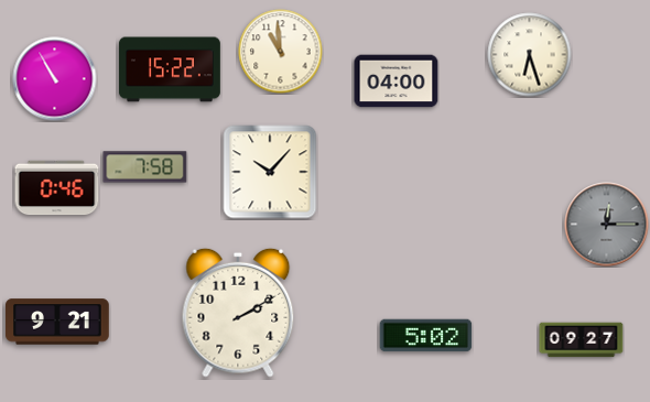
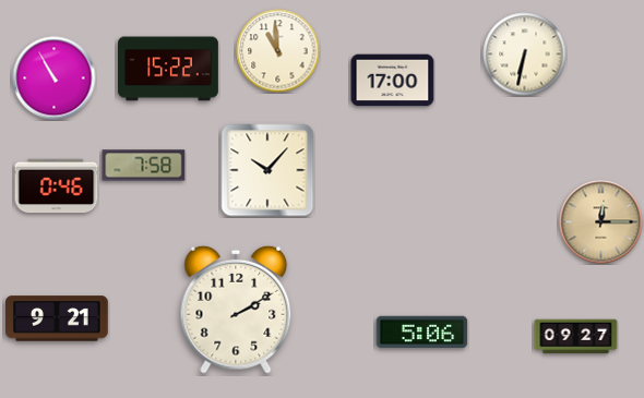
clock at (530, 55): 6:27 -> 6:32
clock at (397, 82): 04:00 -> 17:00
clock at (607, 225) dial: grey -> champagne
clock at (426, 336): 5:02 -> 5:06
